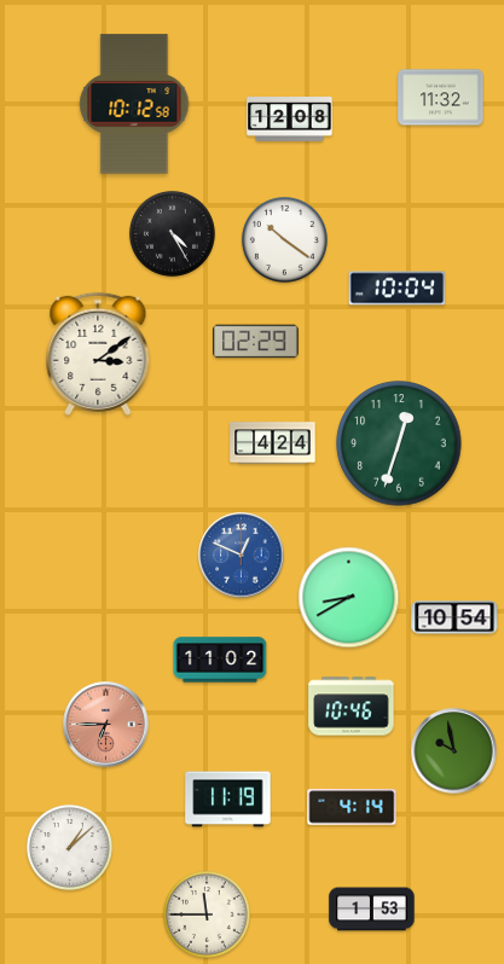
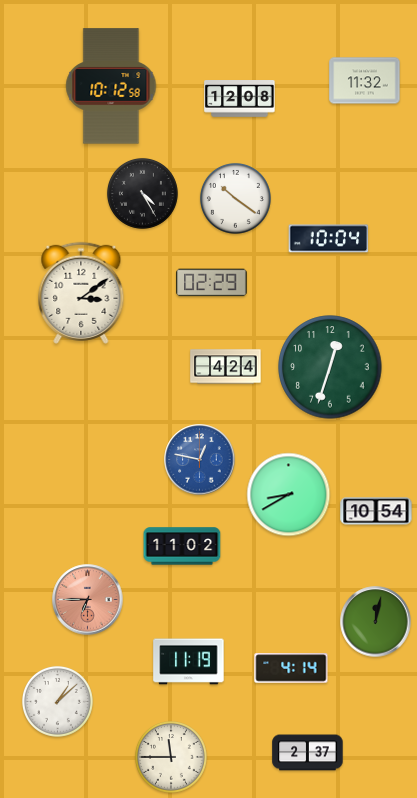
clock at (242, 556): 12:49 -> 12:47
clock at (352, 707): 10:46 -> none
clock at (454, 751): 9:58 -> 12:02
clock at (372, 910): 1:53 -> 2:37
